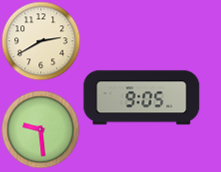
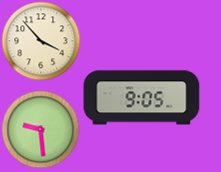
clock at (41, 41): 2:40 -> 3:53
